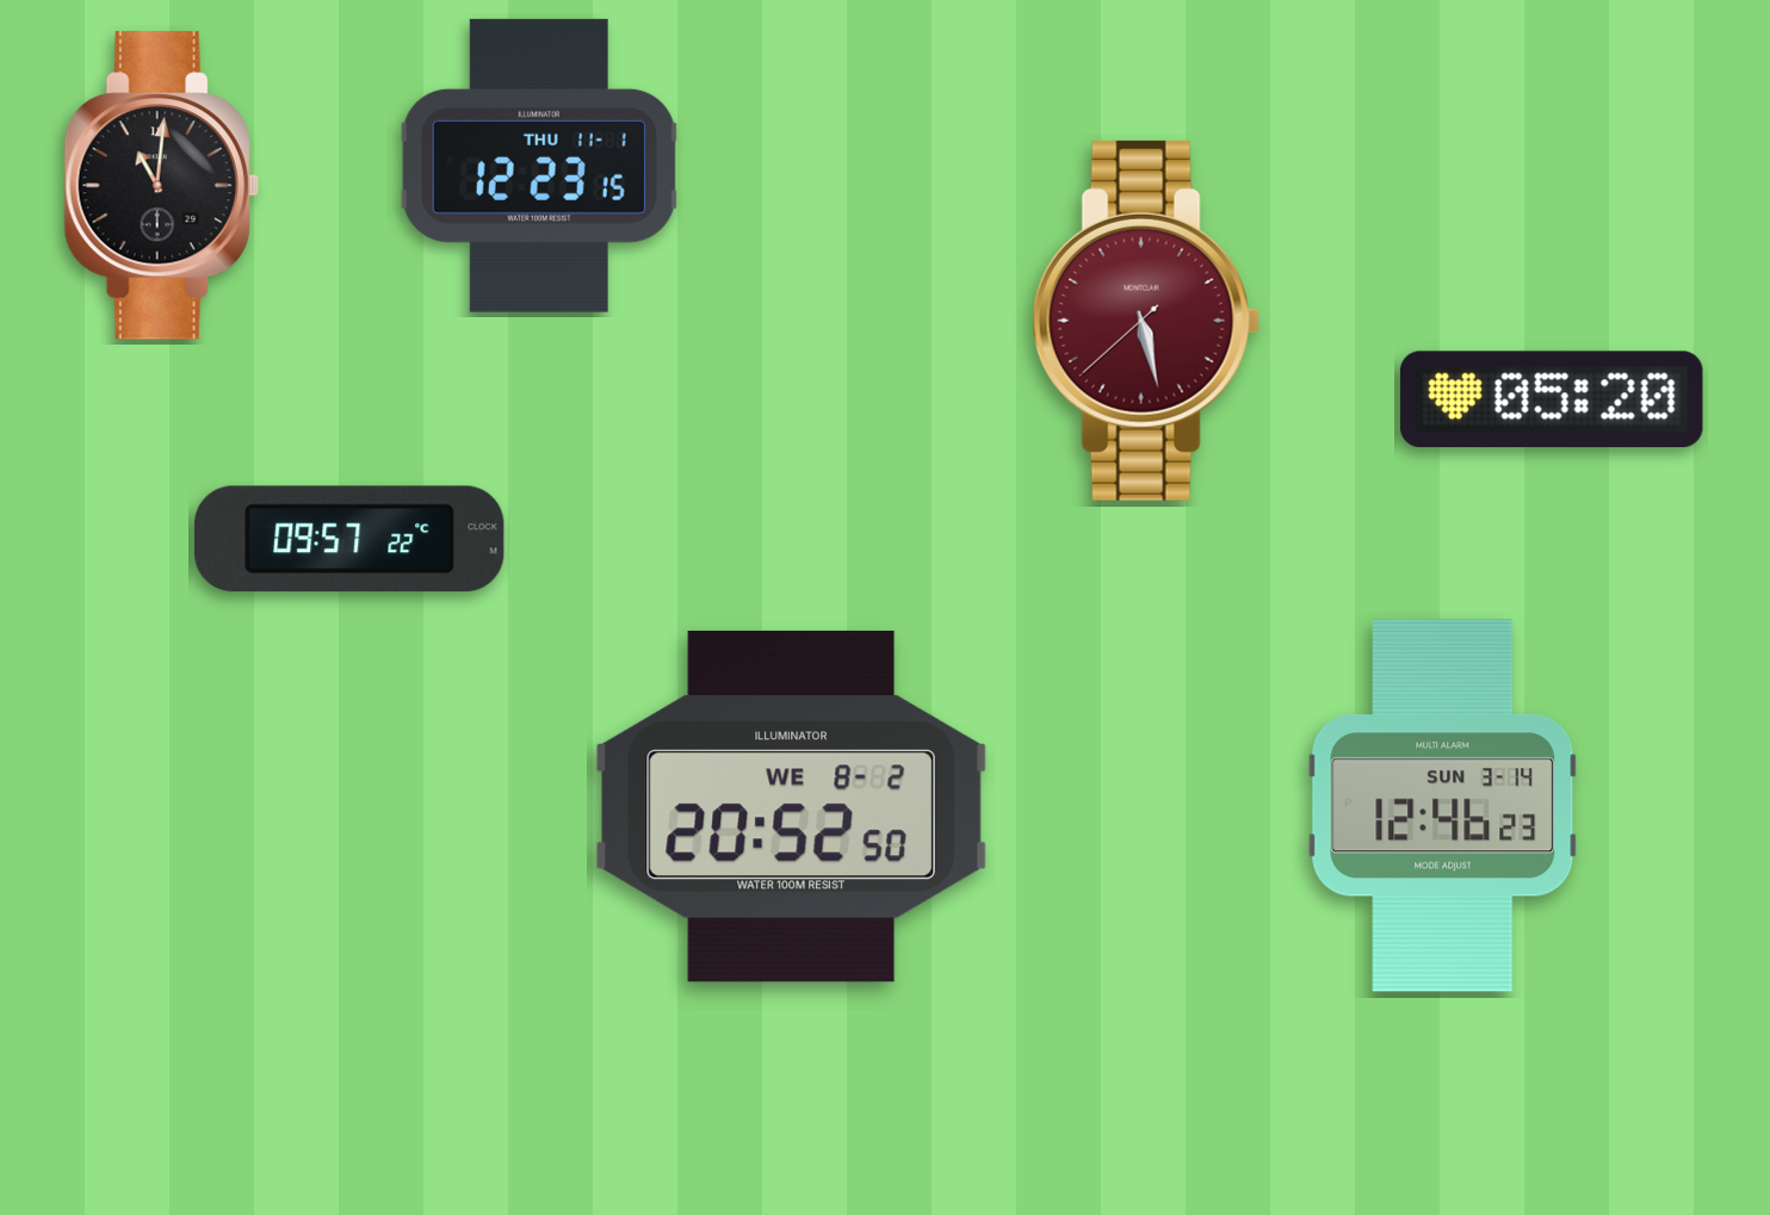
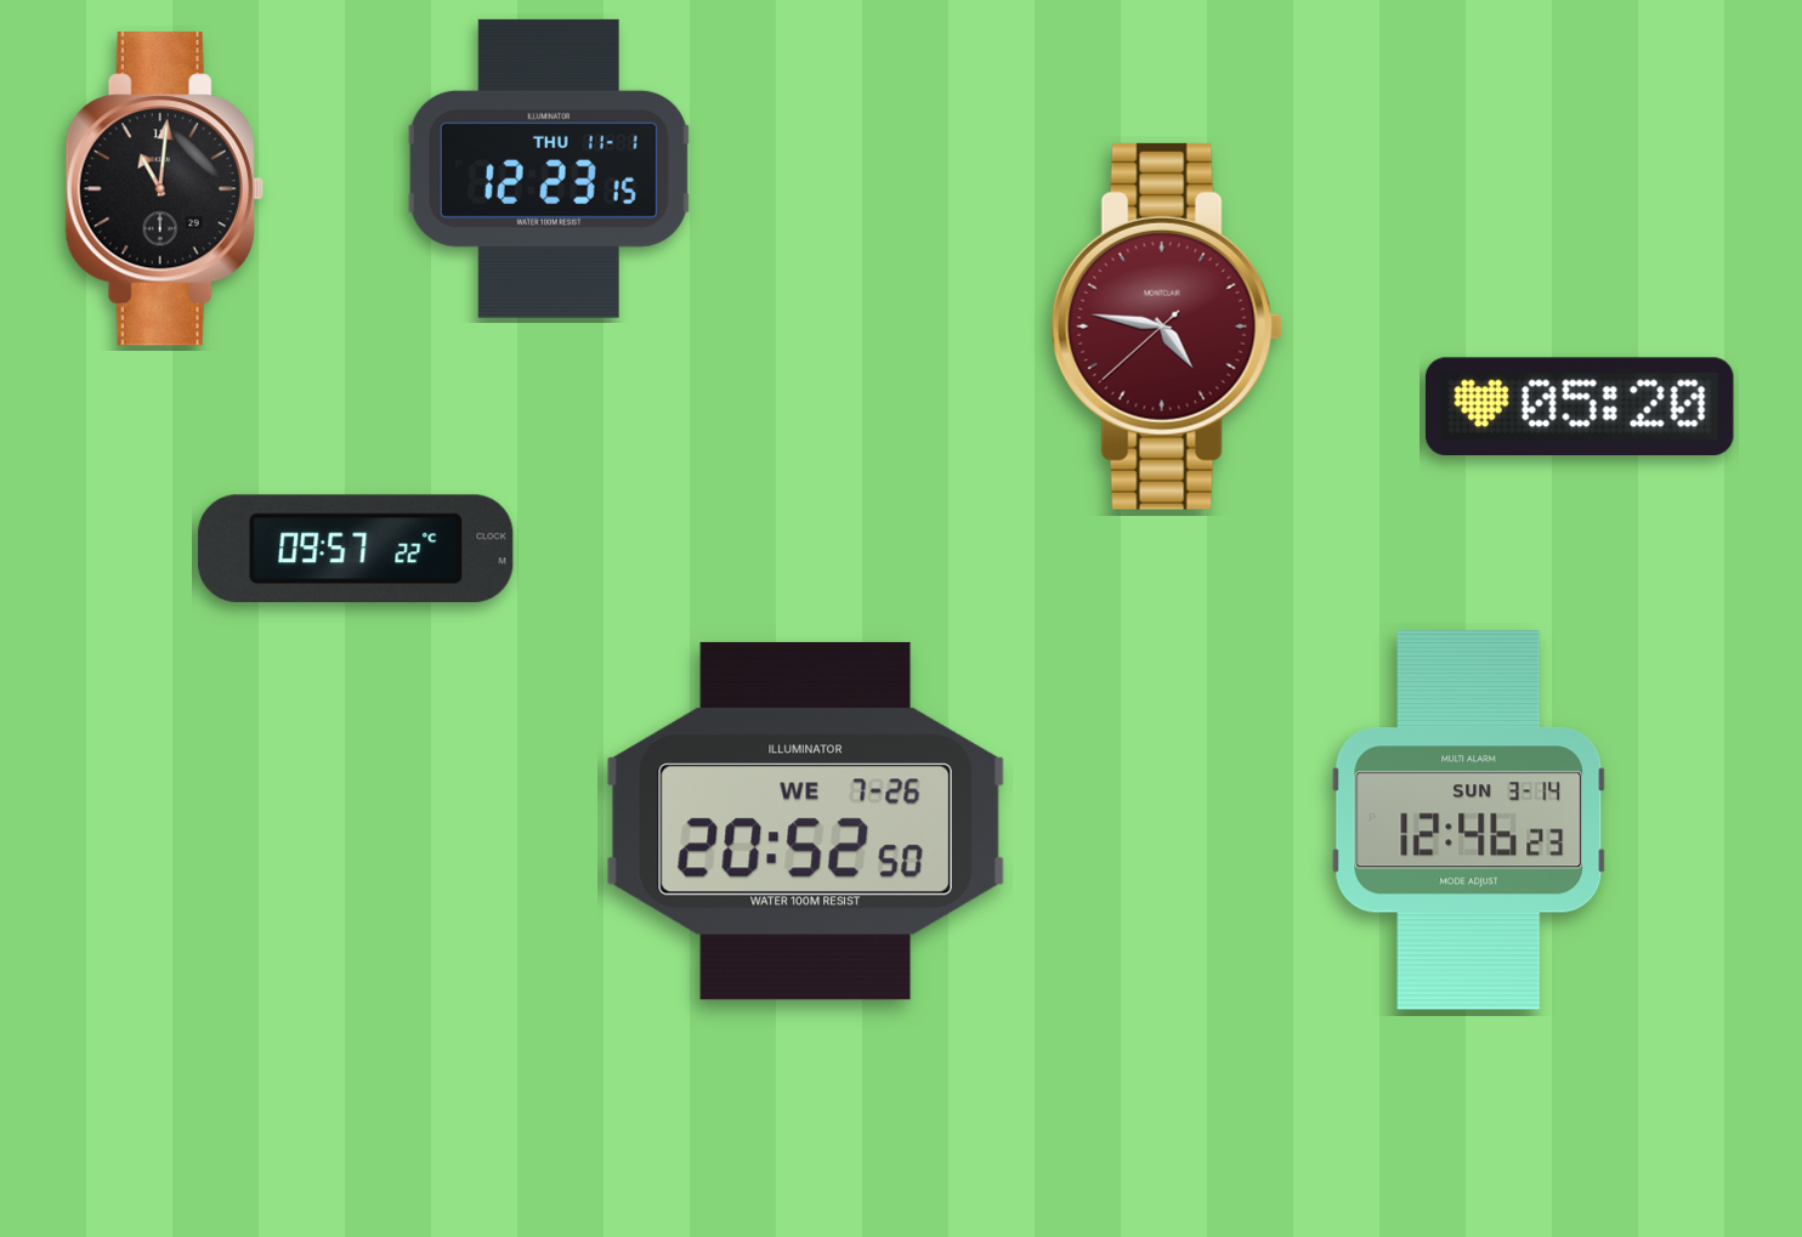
clock at (1146, 321): 5:27 -> 4:46
clock at (791, 806) date: WE 8-2 -> WE 7-26
